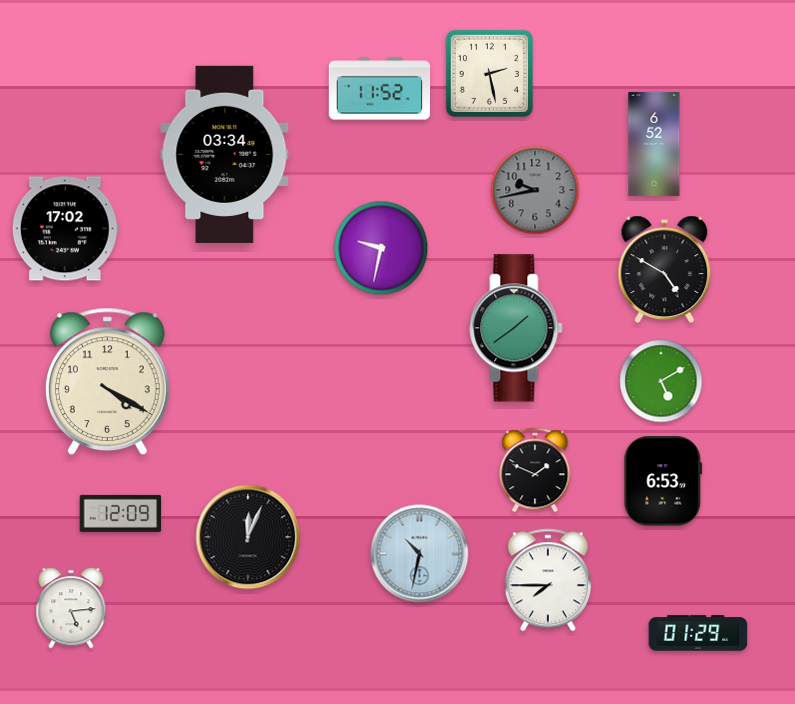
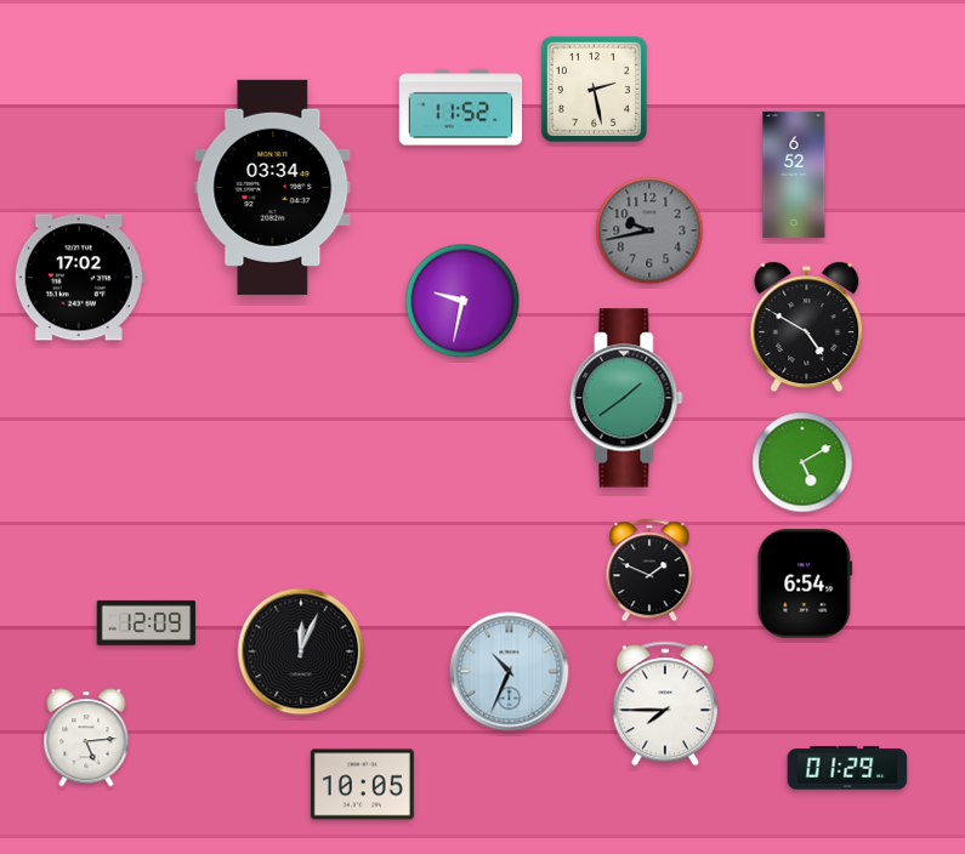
clock at (107, 381): 4:20 -> none
clock at (663, 481): 6:53 -> 6:54
clock at (420, 554): 10:32 -> 10:34
clock at (362, 785): none -> 10:05
